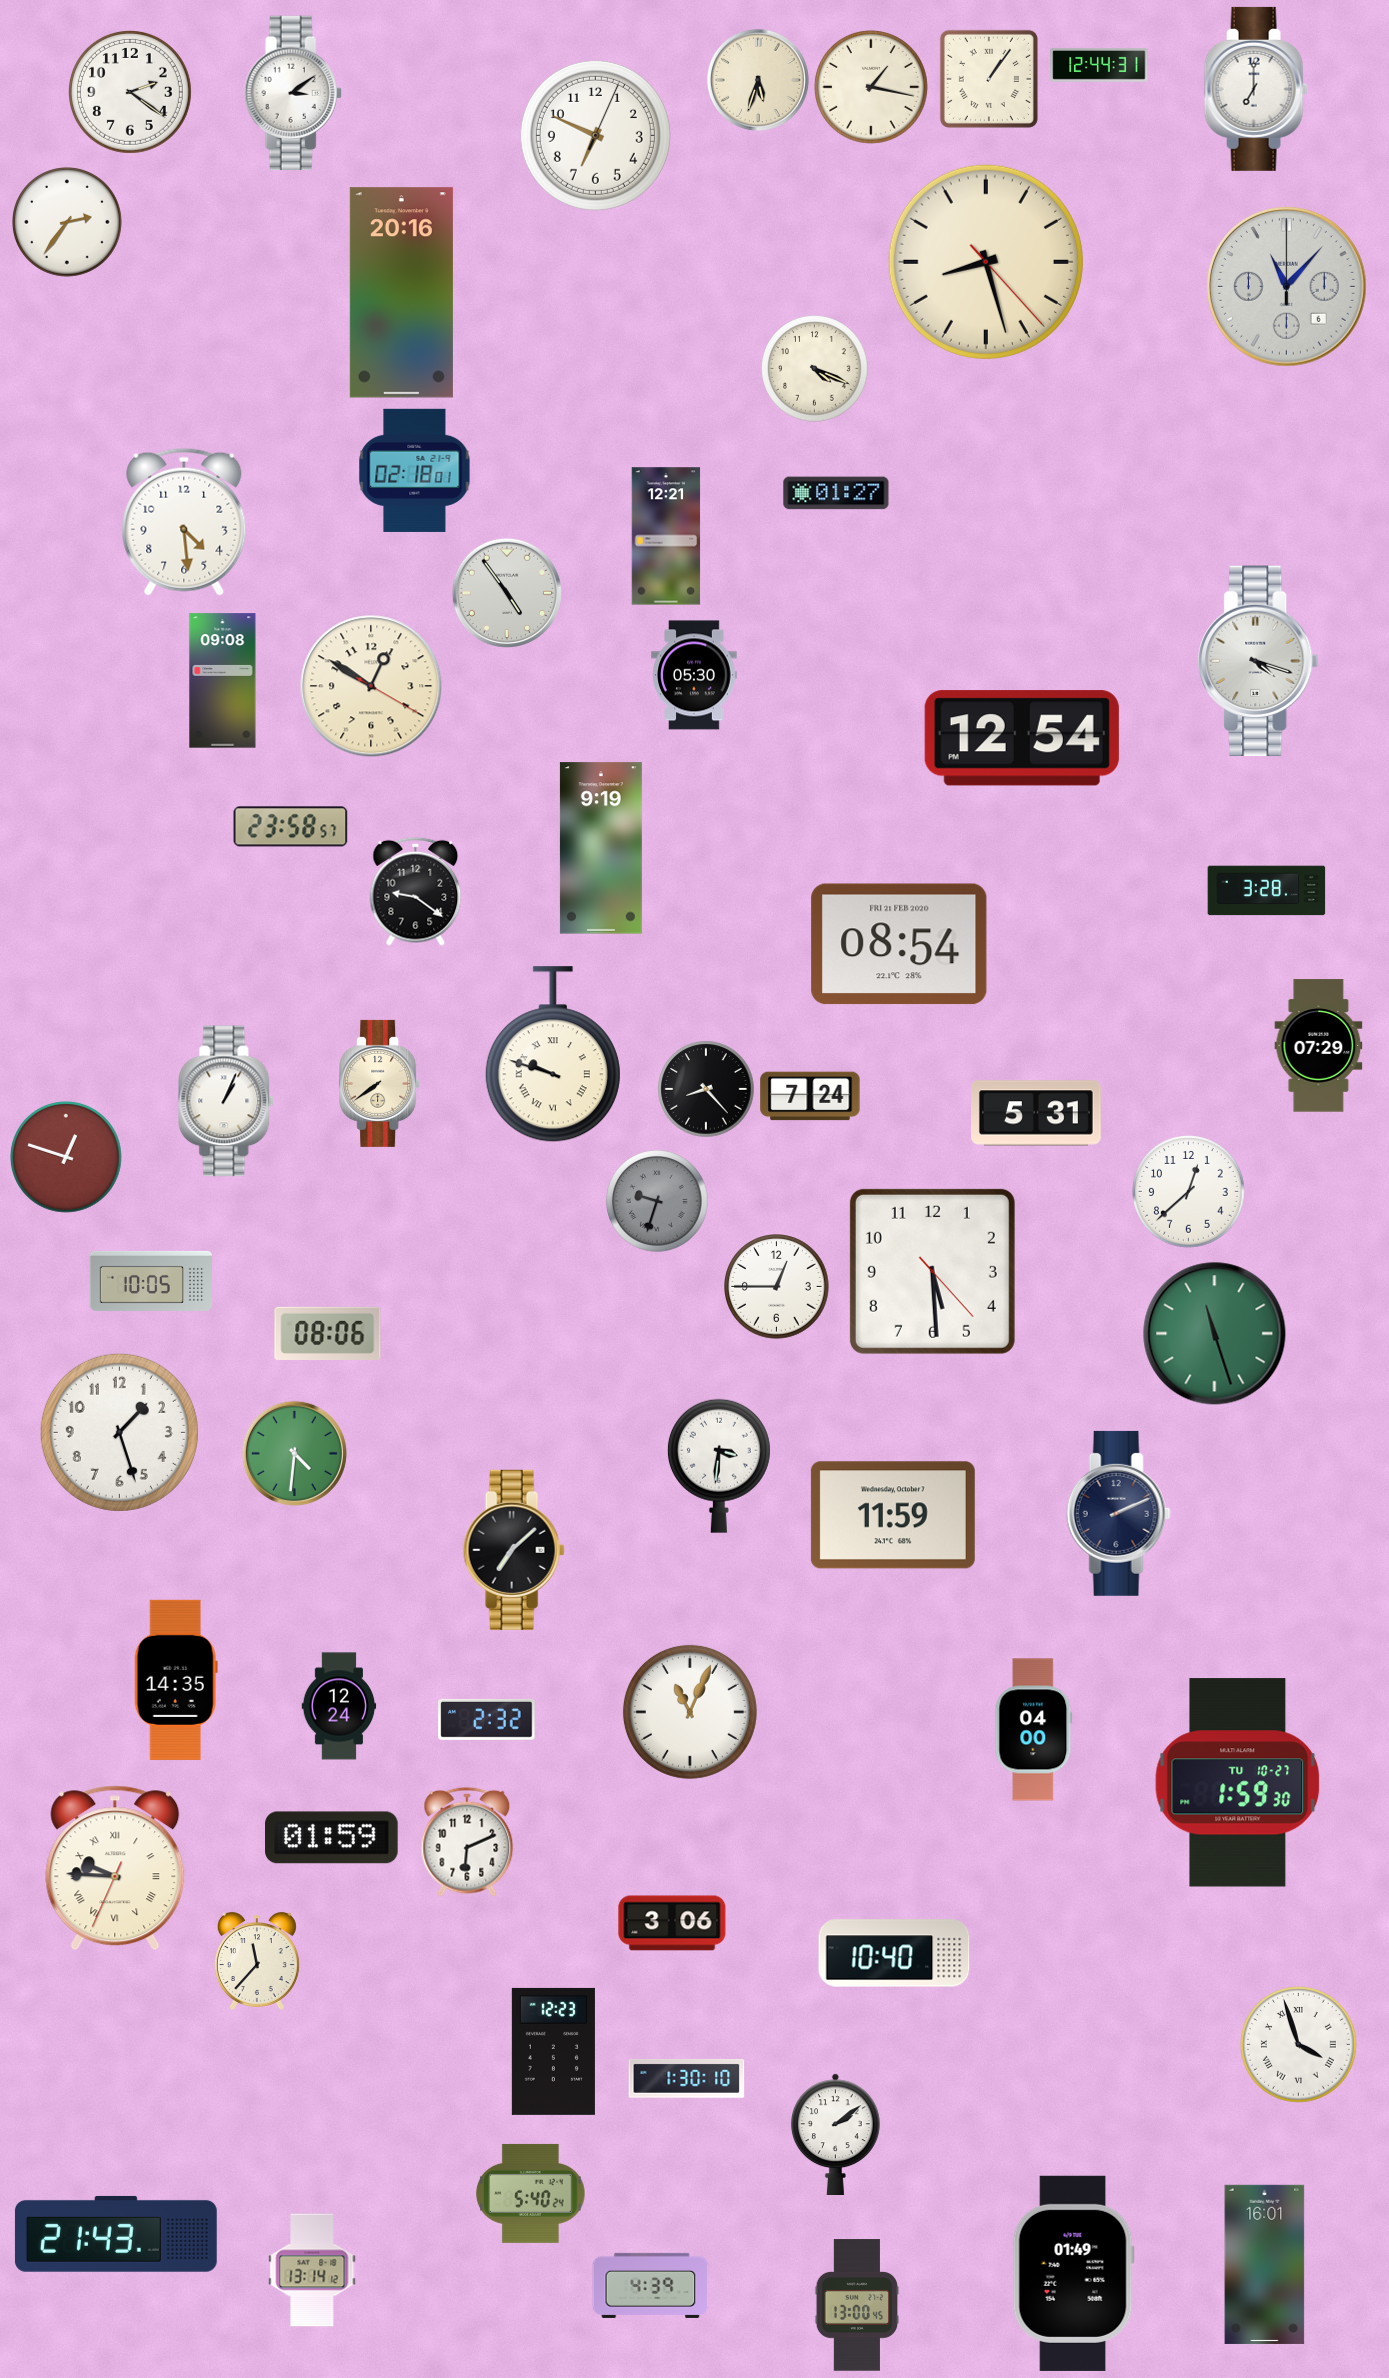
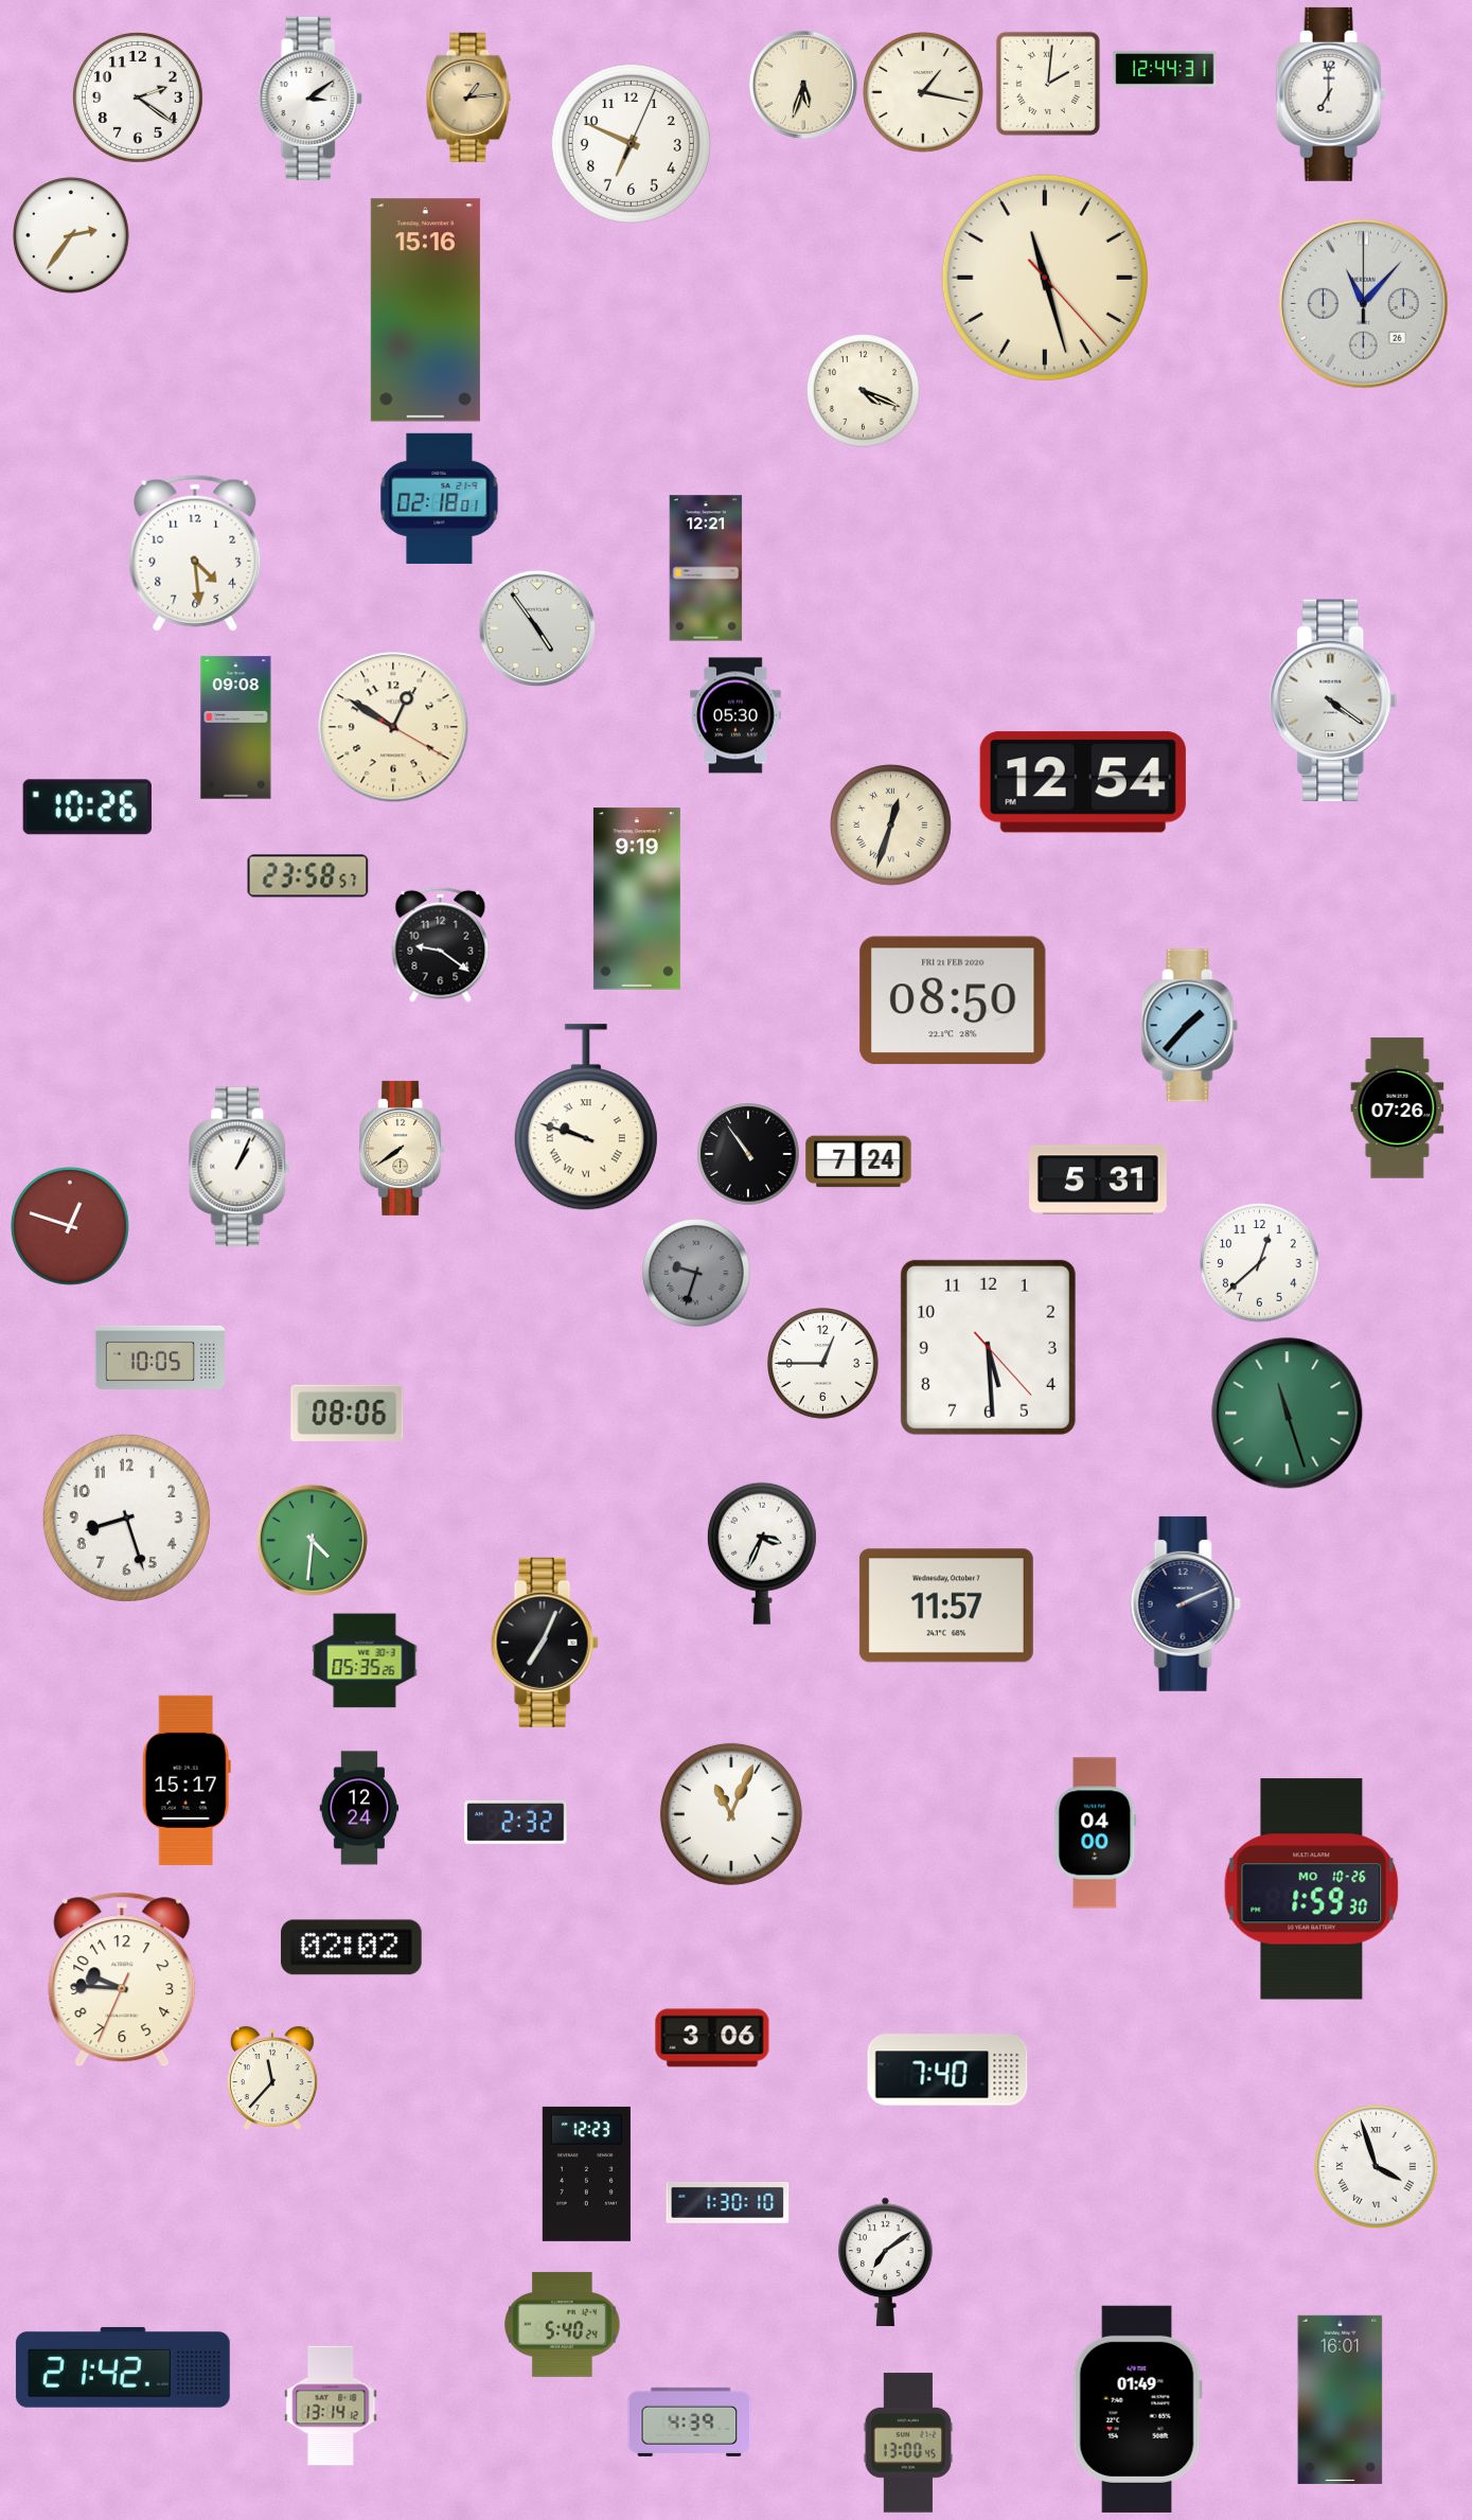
clock at (989, 79): 1:06 -> 2:01
clock at (468, 97): none -> 1:14
clock at (986, 262): 8:27 -> 11:27
clock at (1287, 287) date: 6 -> 26
clock at (401, 293): 20:16 -> 15:16
clock at (836, 493): 01:27 -> none
clock at (1258, 661): 4:18 -> 4:21
clock at (223, 681) position: (223, 681) -> (236, 728)
clock at (87, 808): none -> 10:26
clock at (891, 826): none -> 12:33
clock at (1267, 891): 3:28 -> none
clock at (899, 944): 08:54 -> 08:50
clock at (1190, 1026): none -> 1:37
clock at (1319, 1046): 07:29 -> 07:26
clock at (706, 1089): 8:23 -> 10:54
clock at (119, 1432): 1:27 -> 8:27
clock at (719, 1466): 3:31 -> 3:34
clock at (893, 1515): 11:59 -> 11:57
clock at (514, 1550): 7:08 -> 7:04
clock at (365, 1661): none -> 05:35
clock at (176, 1680): 14:35 -> 15:17
clock at (1238, 1783) date: TU 10-27 -> MO 10-26
clock at (332, 1838): 01:59 -> 02:02
clock at (467, 1842): 6:11 -> none
clock at (115, 1868) numerals: Roman -> Arabic
clock at (894, 1953): 10:40 -> 7:40
clock at (836, 2134): 2:09 -> 7:09
clock at (116, 2234): 21:43 -> 21:42
